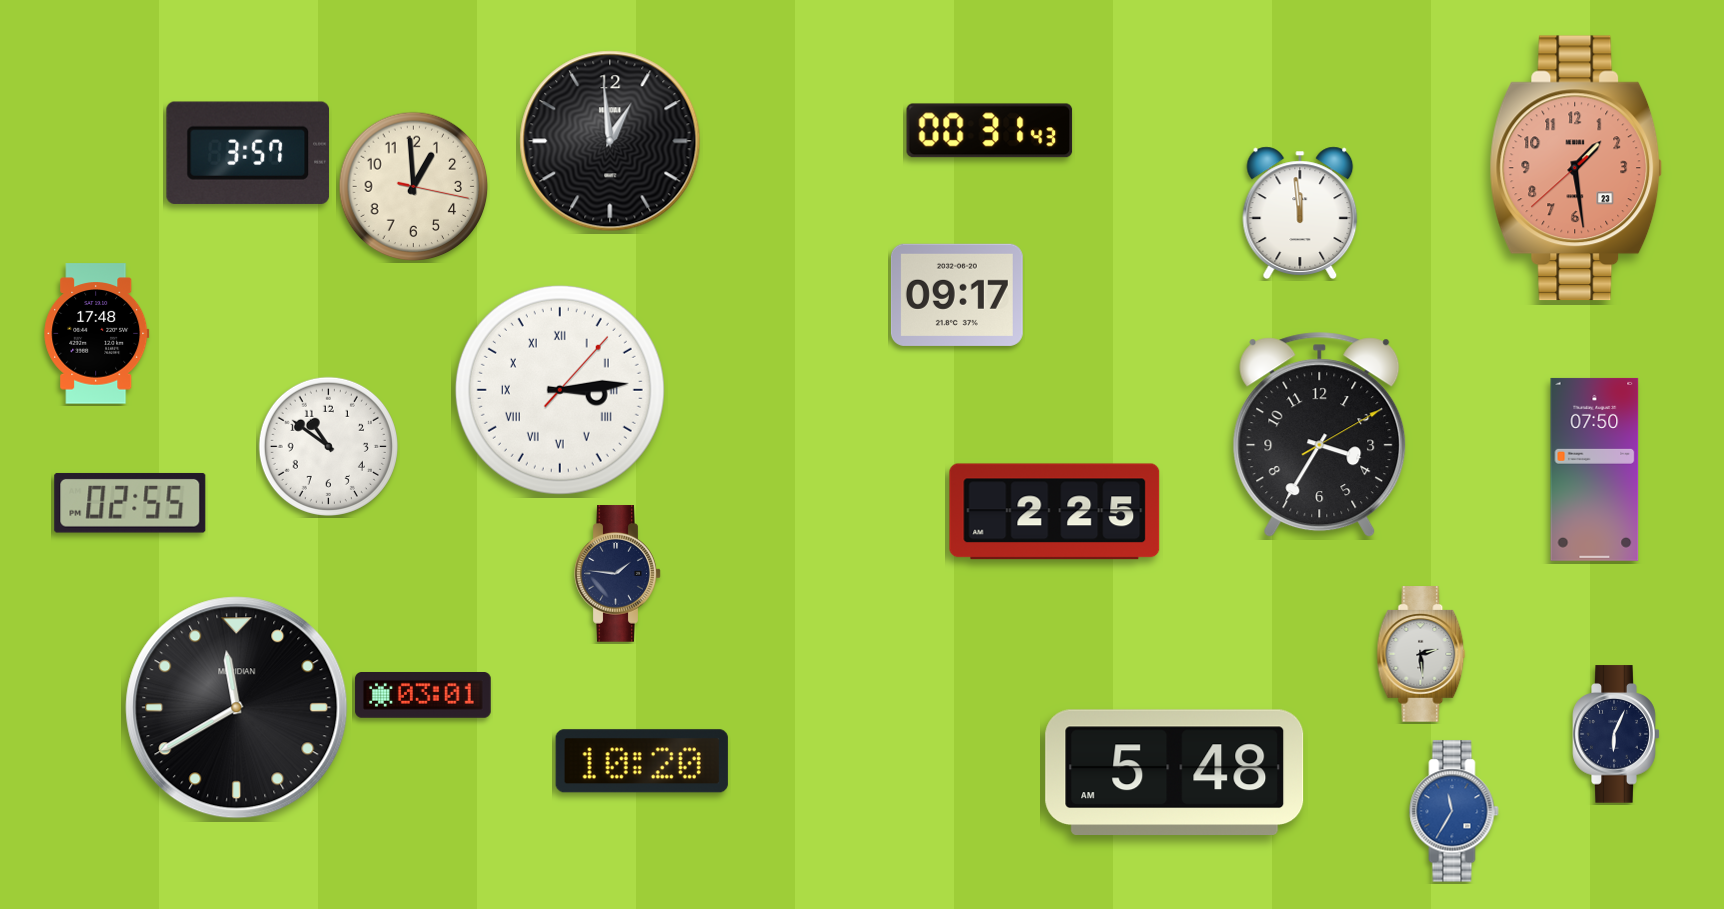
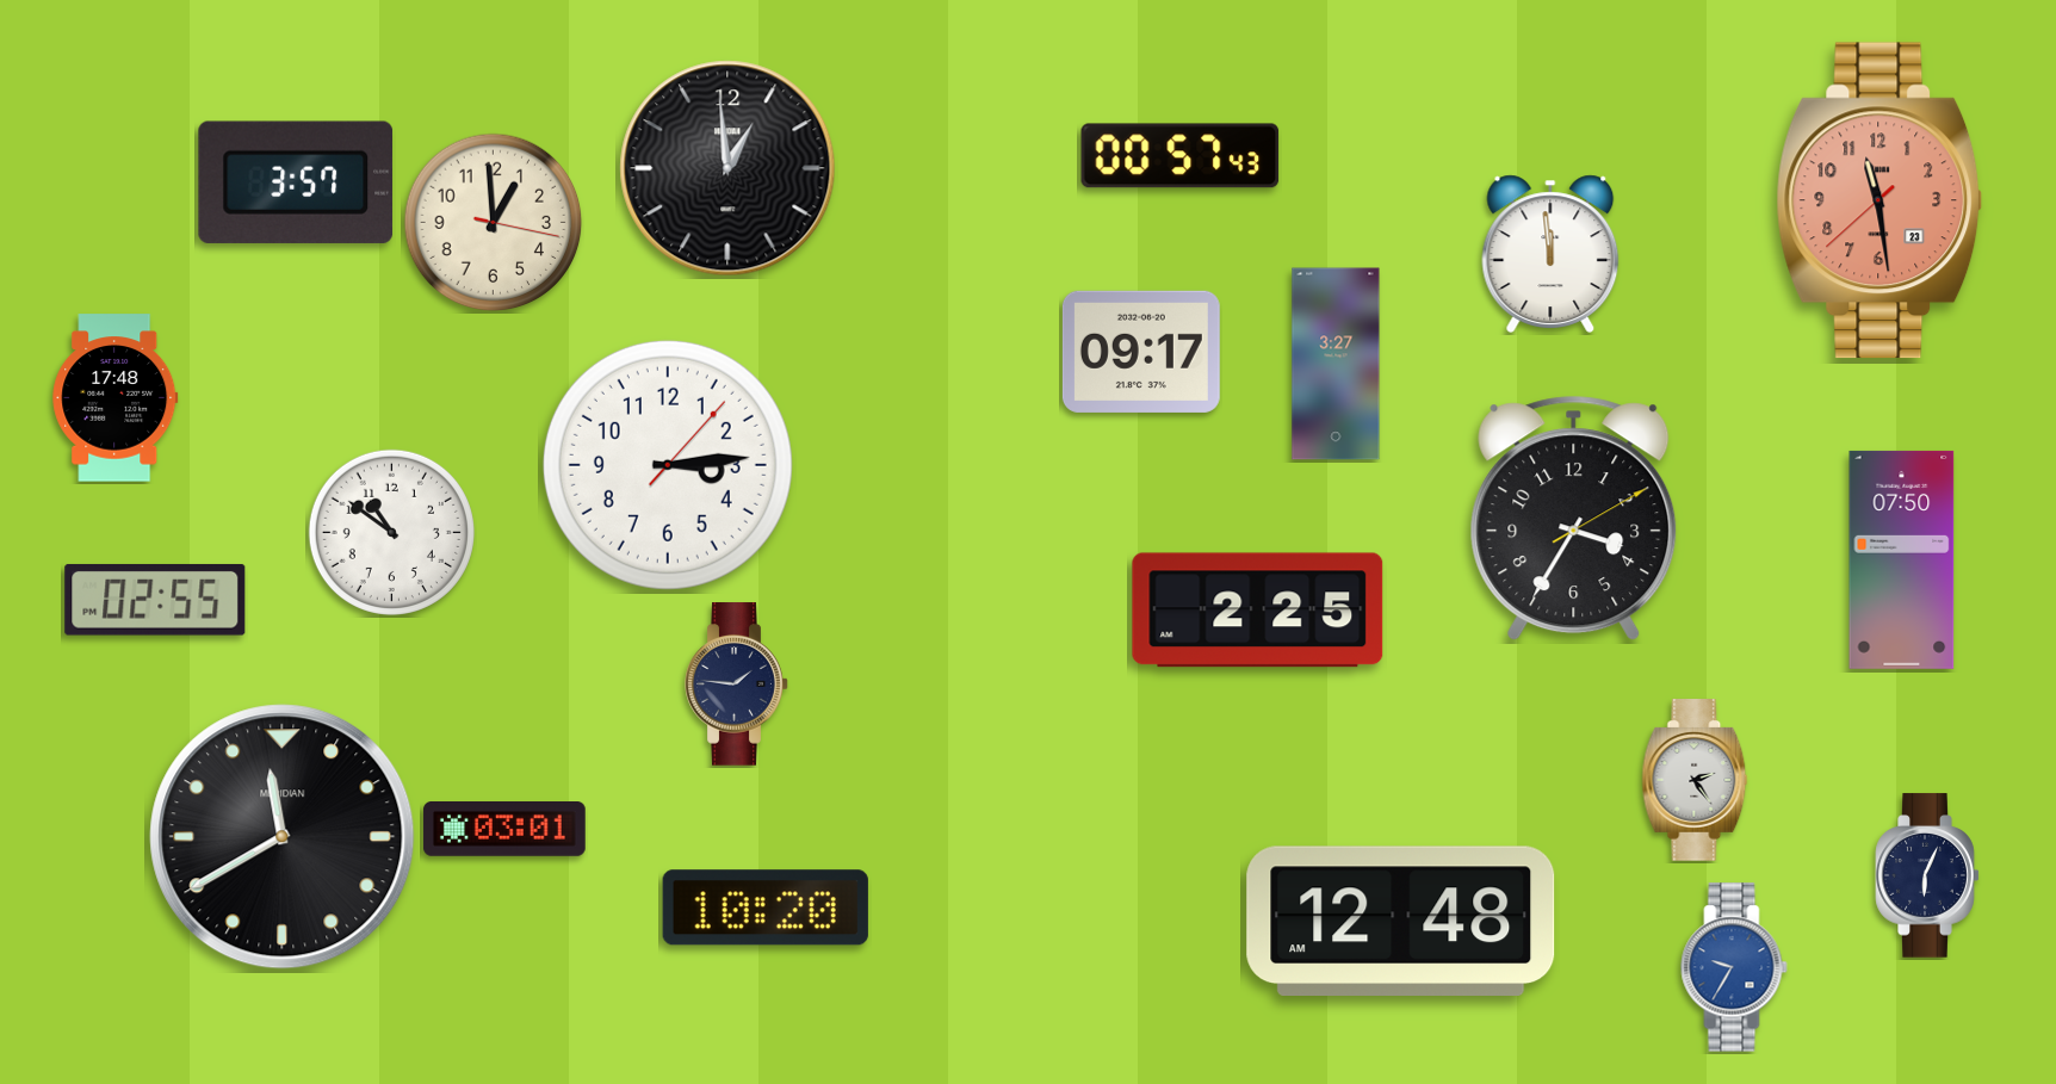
clock at (990, 131): 00:31 -> 00:57
clock at (1576, 168): 1:28 -> 11:28
clock at (1336, 364): none -> 3:27
clock at (560, 390) numerals: Roman -> Arabic
clock at (1421, 654): 2:29 -> 2:24
clock at (237, 708) position: (237, 708) -> (283, 837)
clock at (1175, 772): 5:48 -> 12:48
clock at (1454, 811): 11:35 -> 9:35
